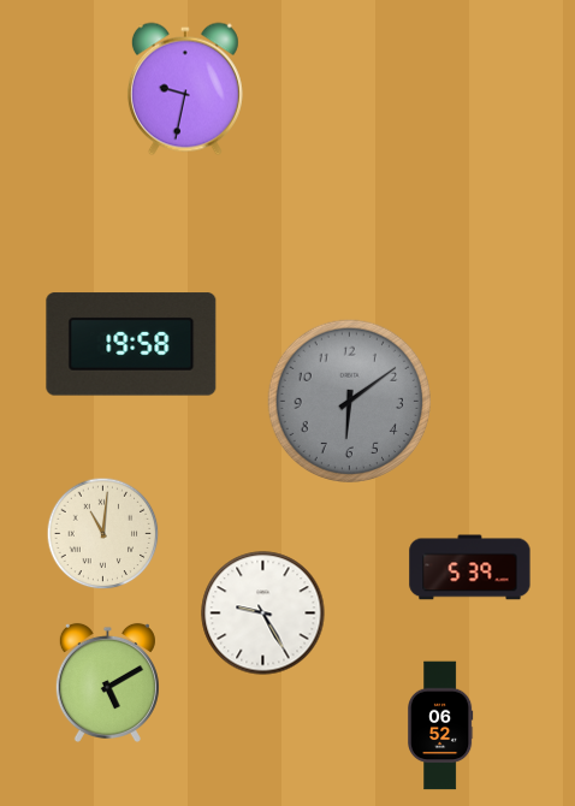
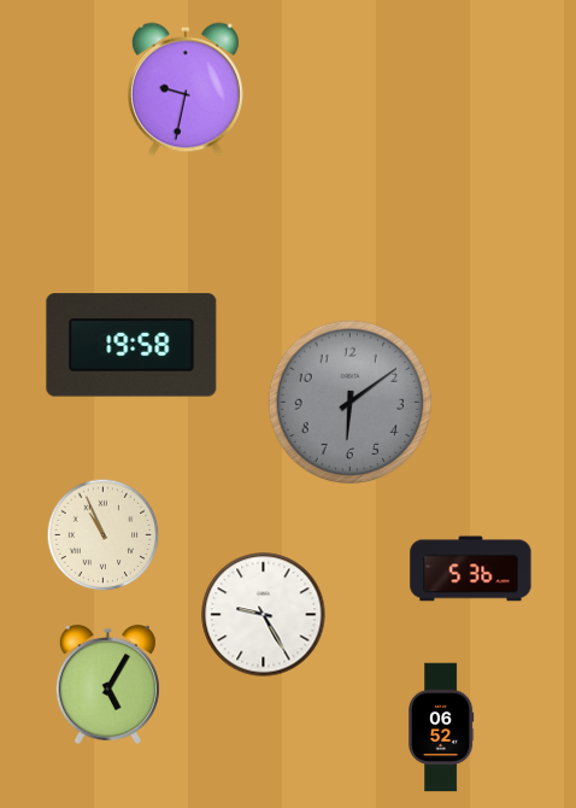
clock at (103, 534): 11:01 -> 10:56
clock at (470, 568): 5:39 -> 5:36
clock at (107, 682): 5:10 -> 5:05
